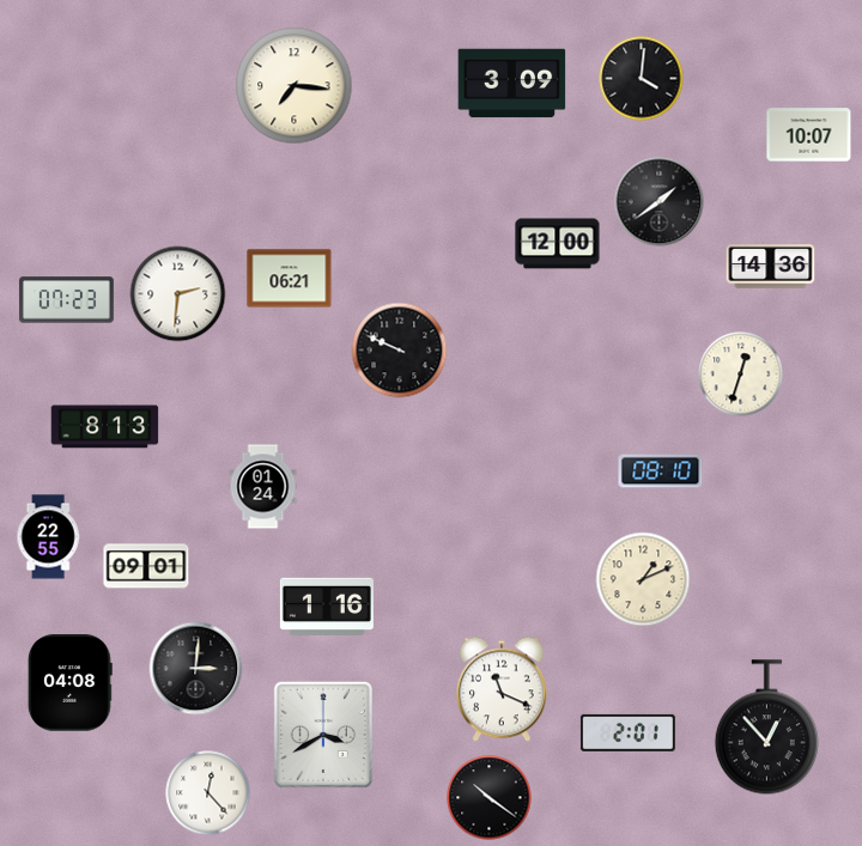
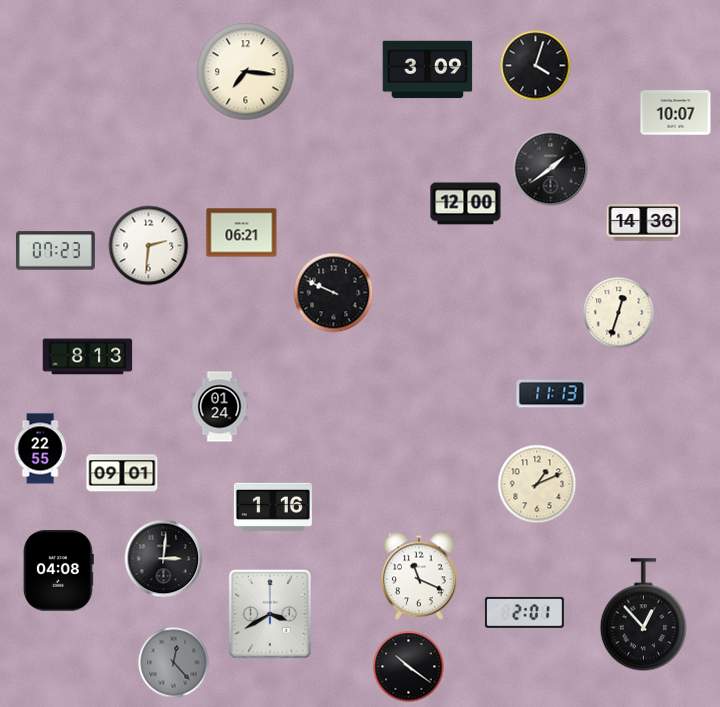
clock at (642, 79): 4:01 -> 4:03
clock at (661, 471): 08:10 -> 11:13
clock at (766, 728) position: (766, 728) -> (643, 615)
clock at (208, 793) dial: white -> grey
